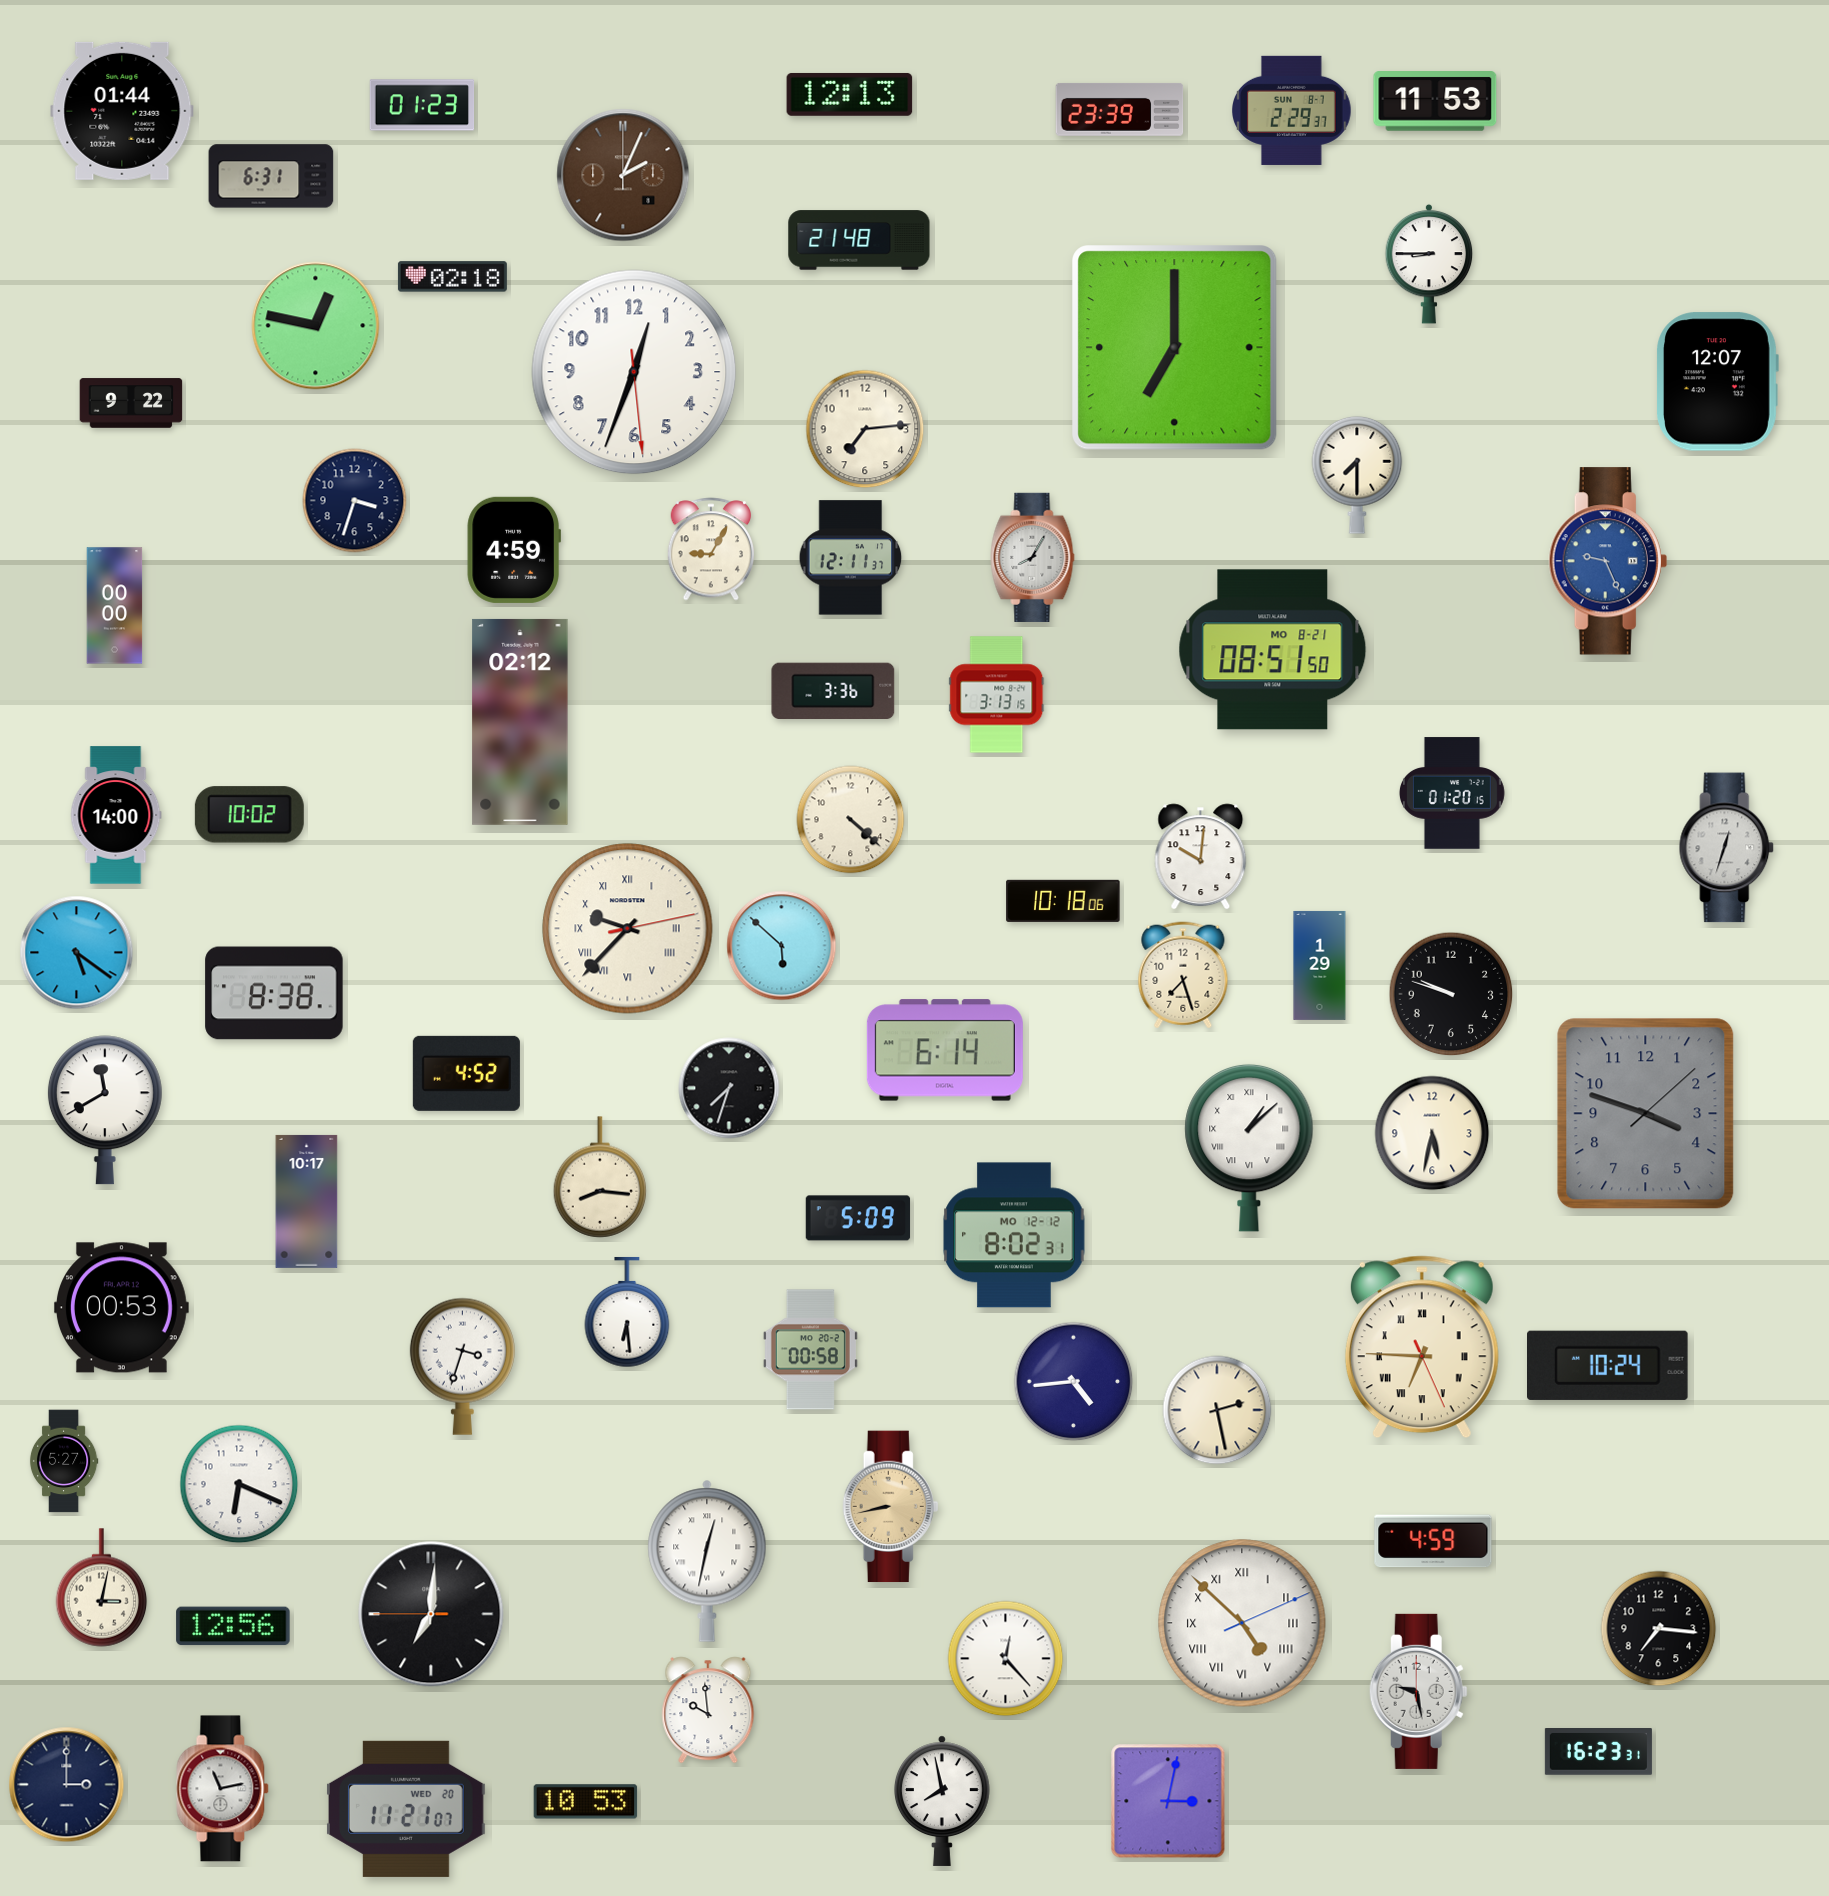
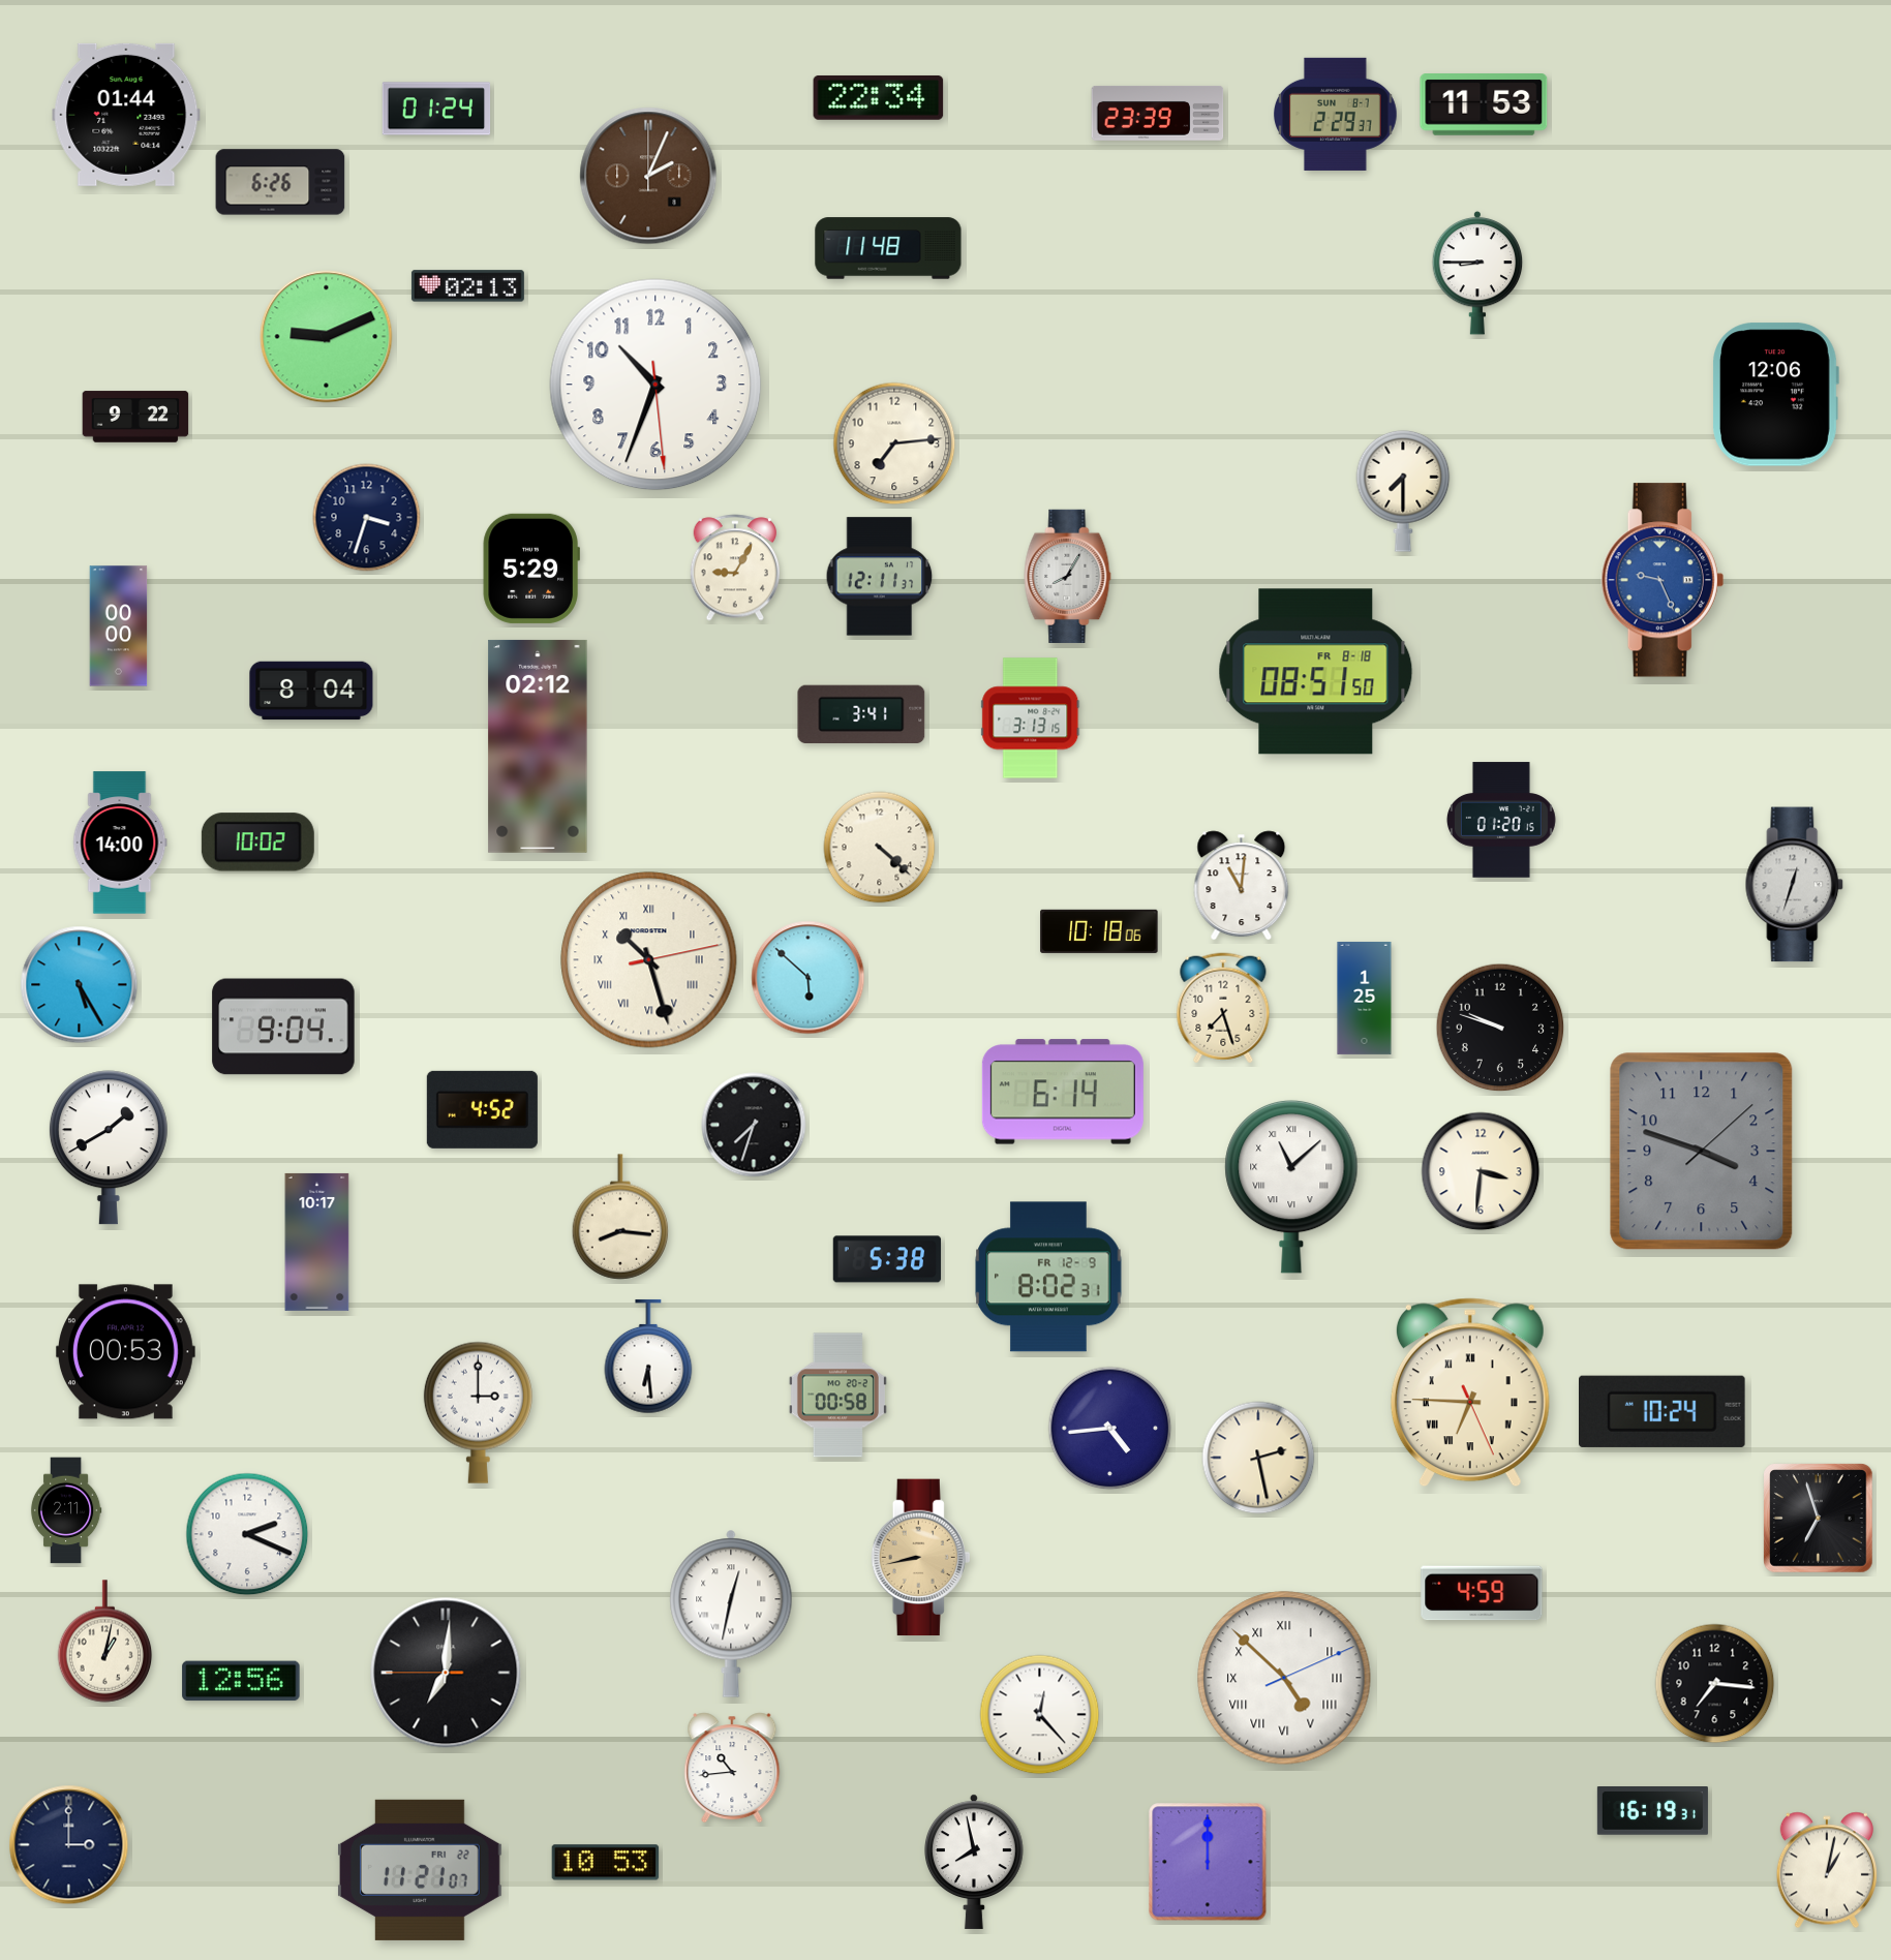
clock at (850, 94): 12:13 -> 22:34
clock at (422, 105): 01:23 -> 01:24
clock at (623, 175) position: (623, 175) -> (648, 176)
clock at (271, 176): 6:31 -> 6:26
clock at (859, 240): 21:48 -> 11:48
clock at (452, 277): 02:18 -> 02:13
clock at (316, 326): 12:47 -> 9:11
clock at (1175, 348): 7:00 -> none
clock at (634, 372): 12:33 -> 10:33
clock at (1717, 382): 12:07 -> 12:06
clock at (514, 550): 4:59 -> 5:29
clock at (1273, 650) date: MO 8-21 -> FR 8-18
clock at (311, 691): none -> 8:04
clock at (833, 690): 3:36 -> 3:41
clock at (1727, 848) position: (1727, 848) -> (1795, 885)
clock at (1201, 857): 10:01 -> 11:01
clock at (628, 929): 9:37 -> 10:27
clock at (77, 953): 5:21 -> 5:25
clock at (1320, 965): 1:29 -> 1:25
clock at (274, 993): 8:38 -> 9:04
clock at (945, 1050) position: (945, 1050) -> (1063, 1092)
clock at (105, 1110): 11:40 -> 1:40
clock at (1432, 1133): 5:32 -> 3:31
clock at (1249, 1148): 1:08 -> 11:08
clock at (858, 1218): 5:09 -> 5:38
clock at (1014, 1235) date: MO 12-12 -> FR 12-9
clock at (462, 1366): 3:33 -> 3:00
clock at (64, 1461): 5:27 -> 2:11
clock at (1819, 1519): none -> 6:57
clock at (239, 1484): 6:19 -> 2:19
clock at (102, 1588): 3:02 -> 1:02
clock at (431, 1614) position: (431, 1614) -> (446, 1673)
clock at (1418, 1691): 9:28 -> none
clock at (708, 1710): 9:59 -> 10:44
clock at (1598, 1752): 16:23 -> 16:19
clock at (223, 1789): 11:13 -> none
clock at (1168, 1801): 3:02 -> 12:00
clock at (407, 1809) date: WED 20 -> FRI 22
clock at (1827, 1870): none -> 1:02
